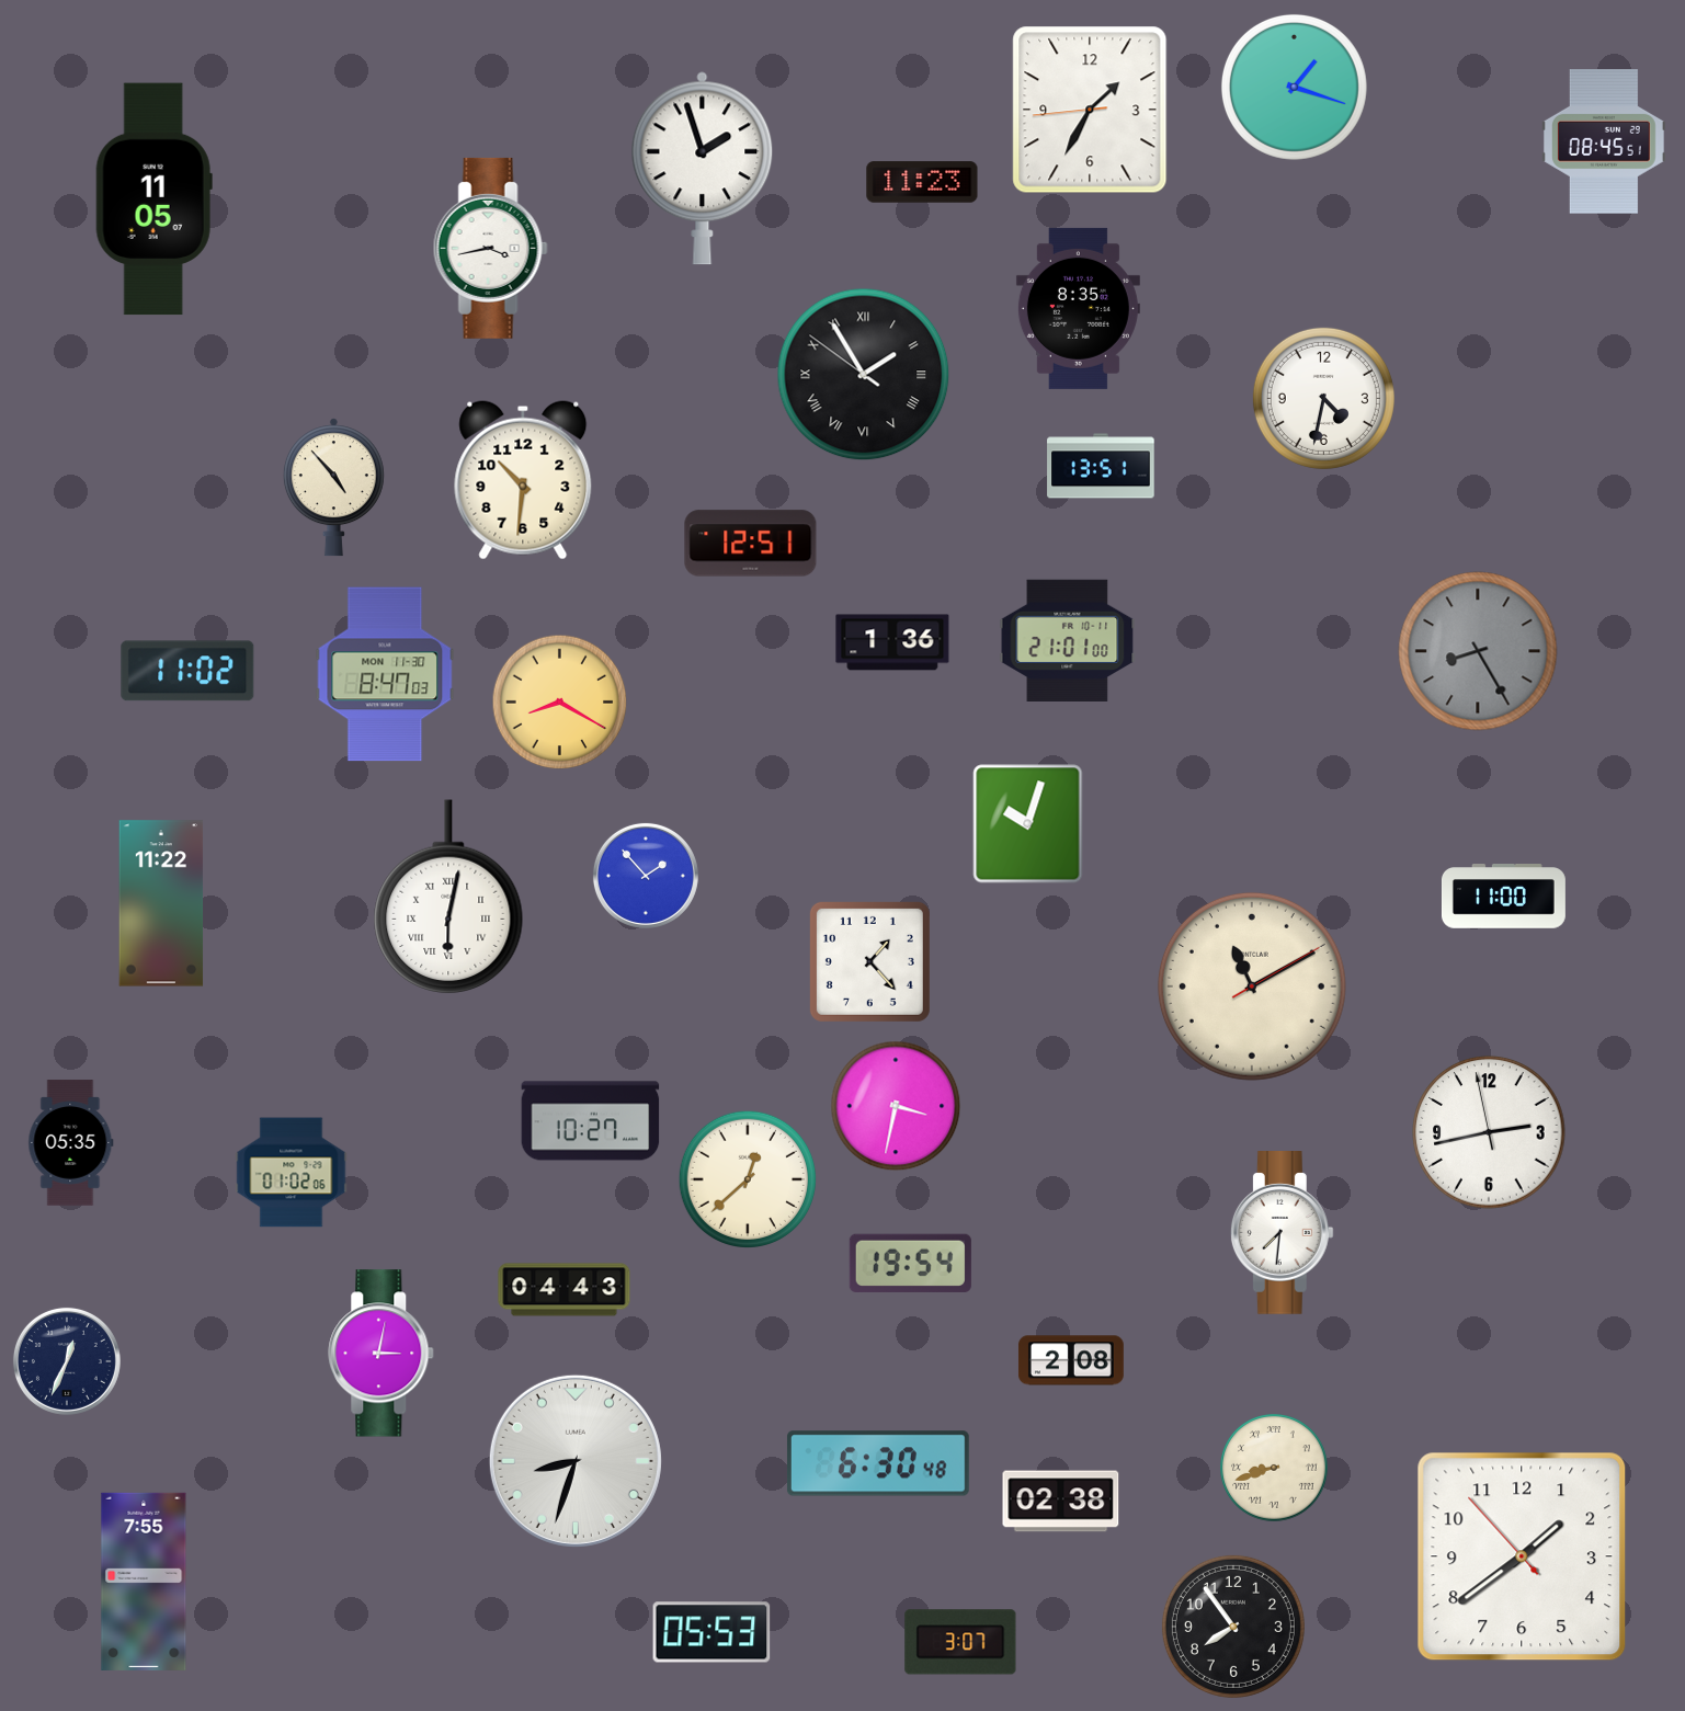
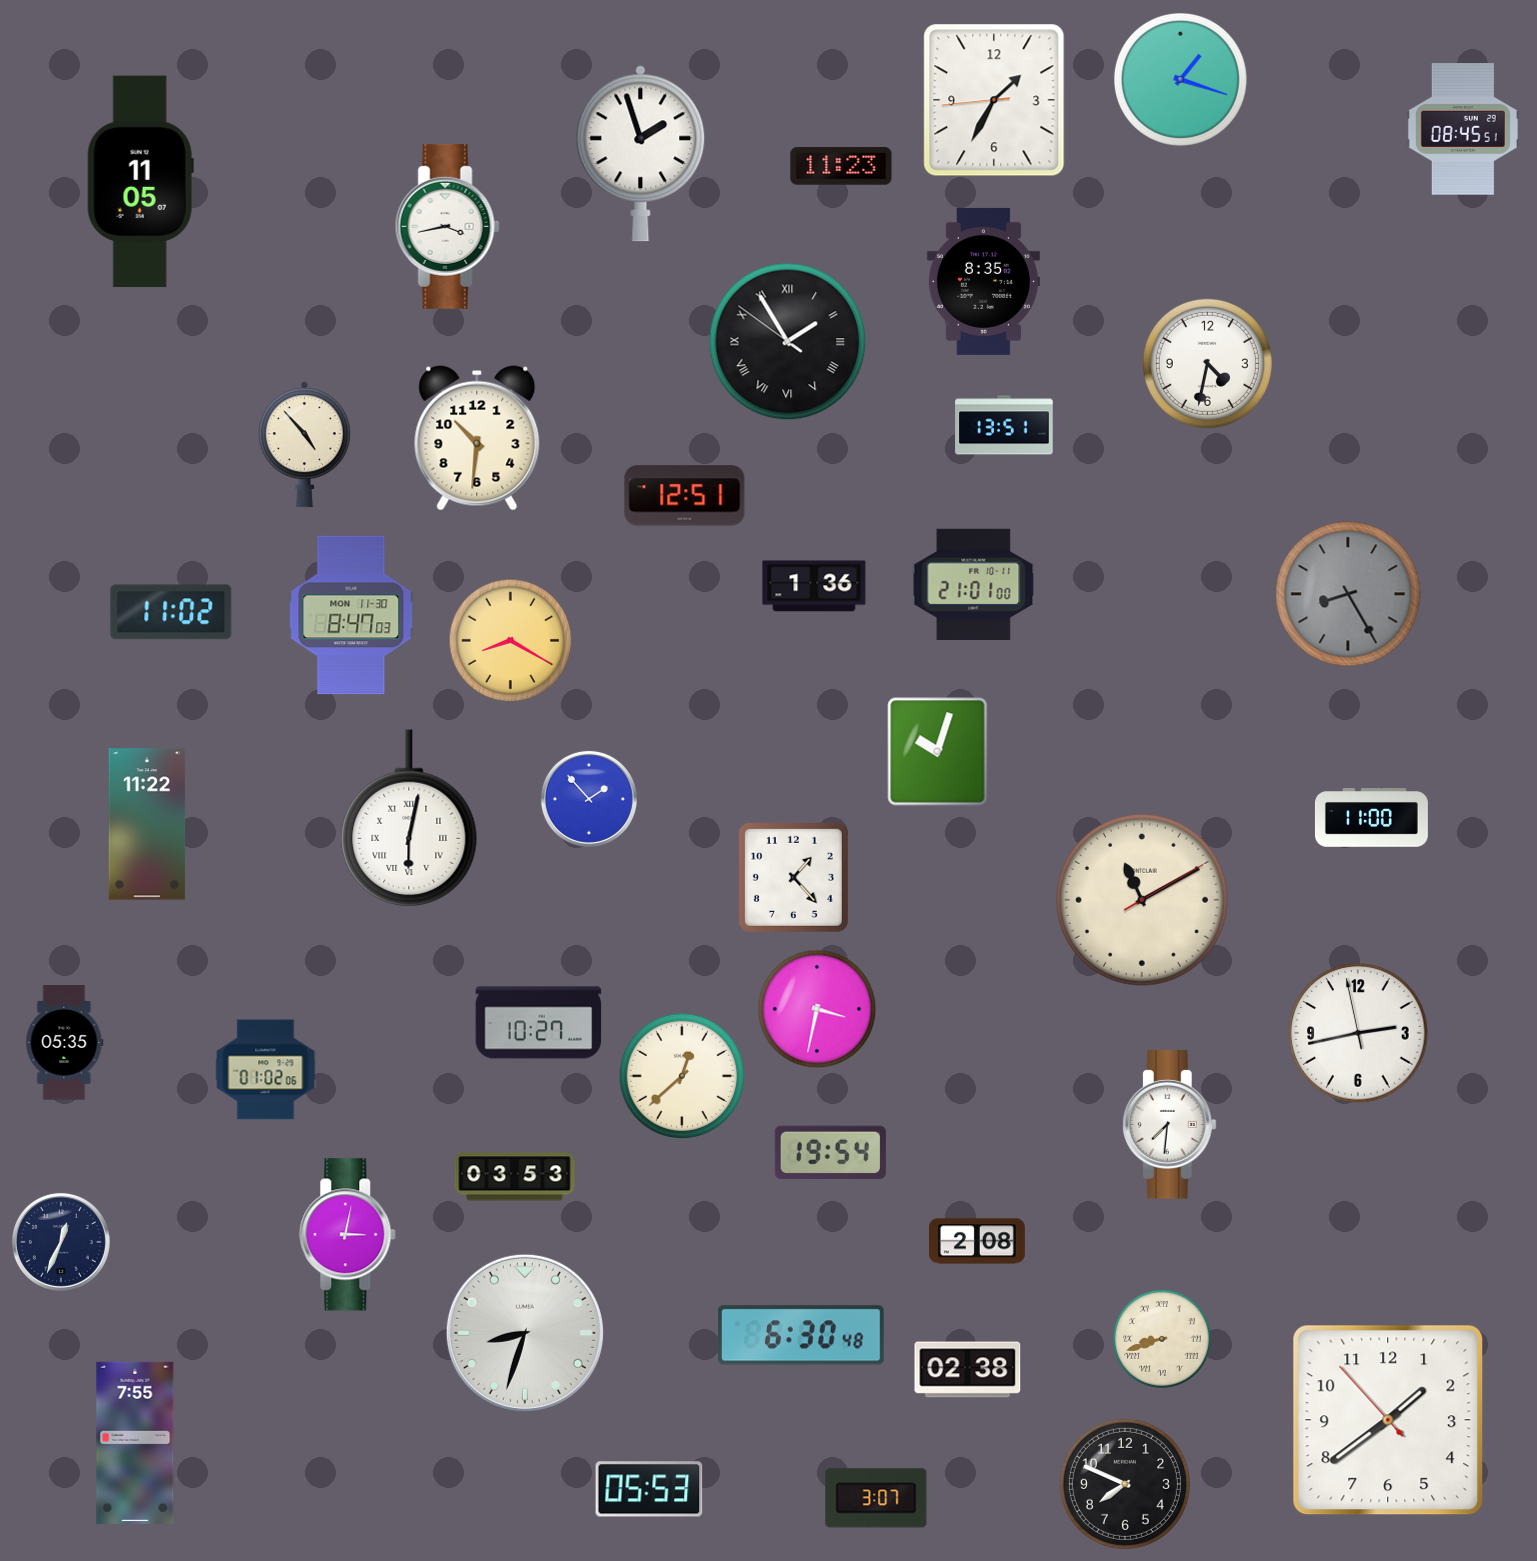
clock at (565, 1290): 04:43 -> 03:53
clock at (144, 1582) position: (144, 1582) -> (135, 1443)
clock at (1233, 1627): 7:54 -> 7:49
